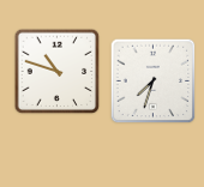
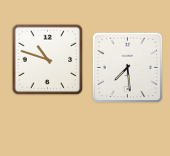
clock at (154, 82): 7:33 -> 7:29
